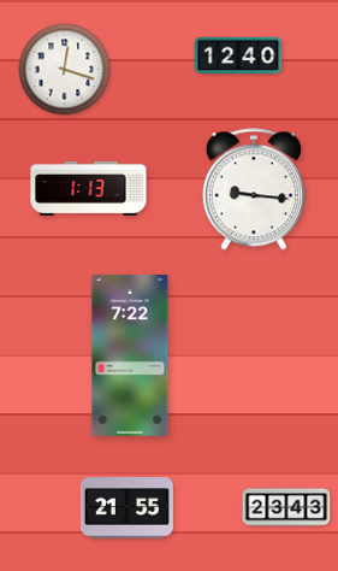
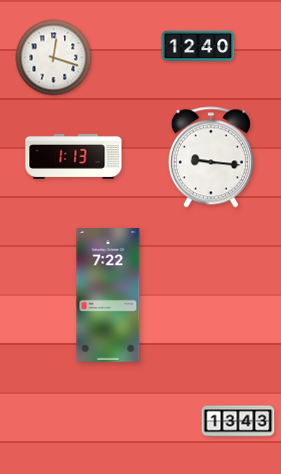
clock at (286, 507): 23:43 -> 13:43
clock at (126, 508): 21:55 -> none
